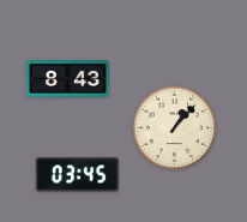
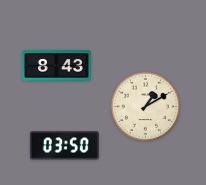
clock at (175, 128): 1:07 -> 1:10
clock at (77, 175): 03:45 -> 03:50
